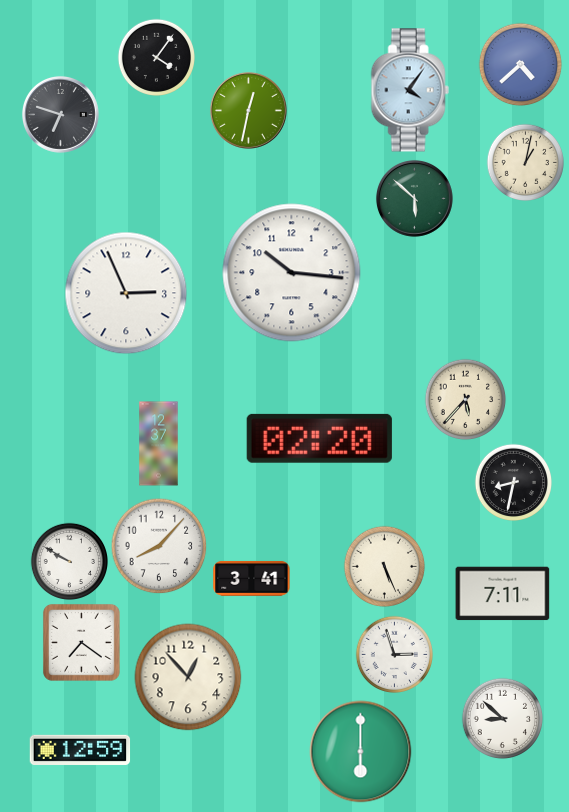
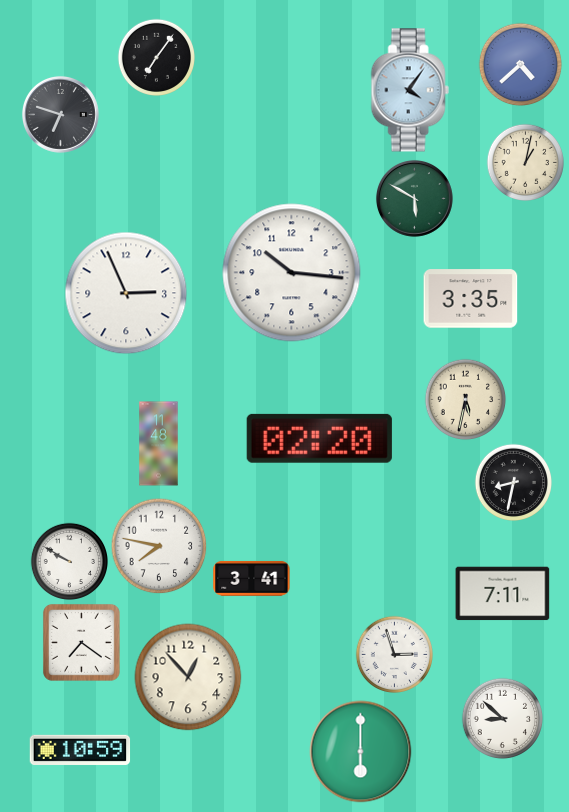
clock at (156, 57): 4:06 -> 7:06
clock at (248, 110): 12:32 -> none
clock at (414, 198): 5:52 -> 5:50
clock at (471, 299): none -> 3:35
clock at (465, 399): 5:37 -> 5:32
clock at (159, 444): 12:37 -> 11:48
clock at (159, 546): 8:07 -> 7:47
clock at (384, 566): 5:26 -> none
clock at (80, 750): 12:59 -> 10:59
